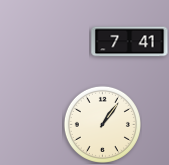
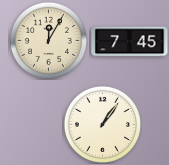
clock at (48, 40): none -> 12:05
clock at (130, 42): 7:41 -> 7:45
